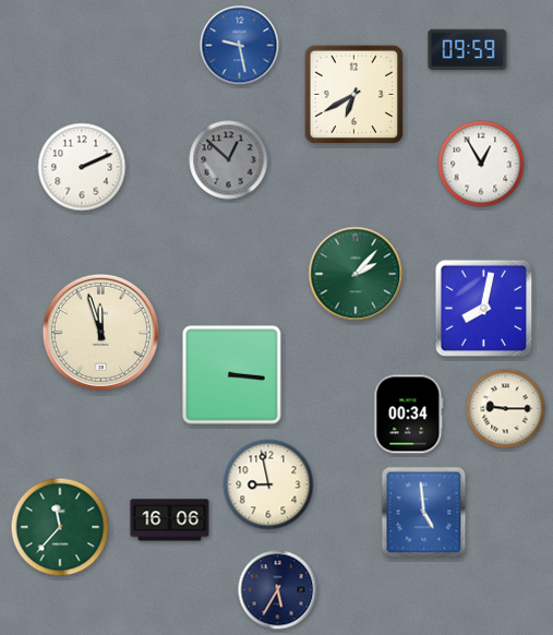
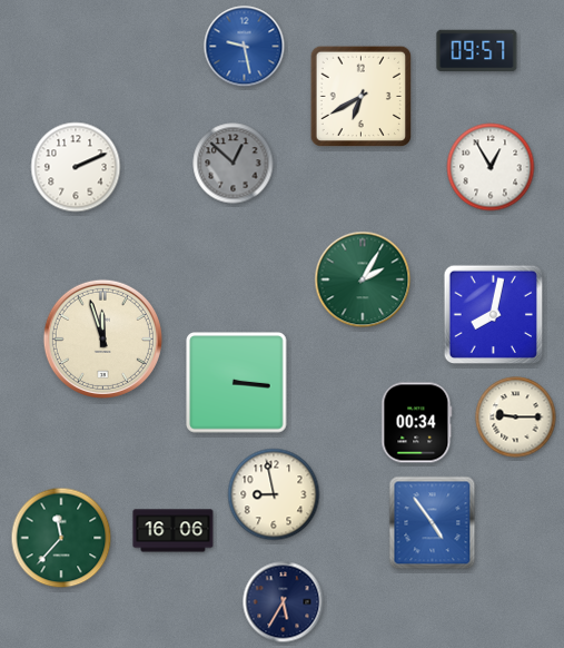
clock at (468, 50): 09:59 -> 09:57
clock at (82, 167) position: (82, 167) -> (76, 167)
clock at (356, 274): 2:07 -> 2:05
clock at (424, 513): 4:59 -> 4:54
